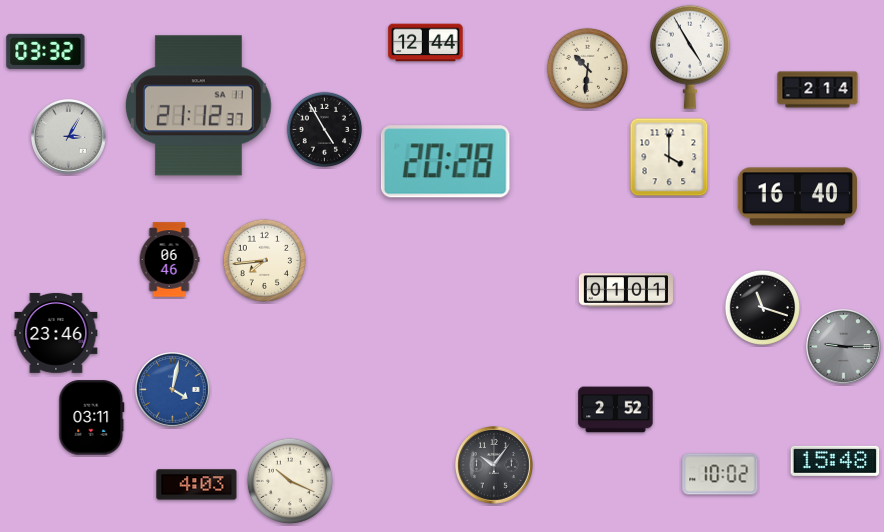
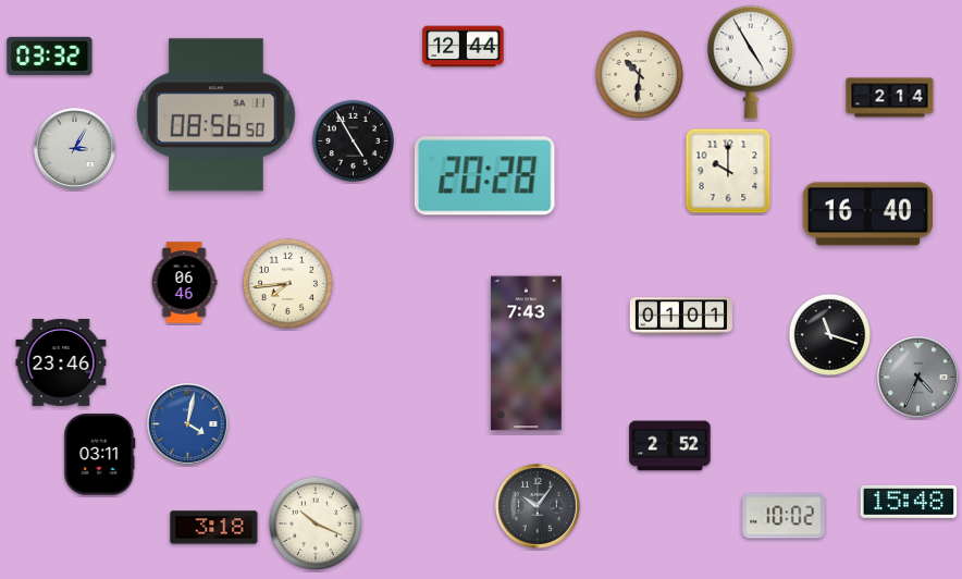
clock at (198, 106): 21:12 -> 08:56
clock at (669, 157): 4:00 -> 10:00
clock at (526, 354): none -> 7:43
clock at (844, 347): 9:15 -> 4:34
clock at (197, 485): 4:03 -> 3:18
